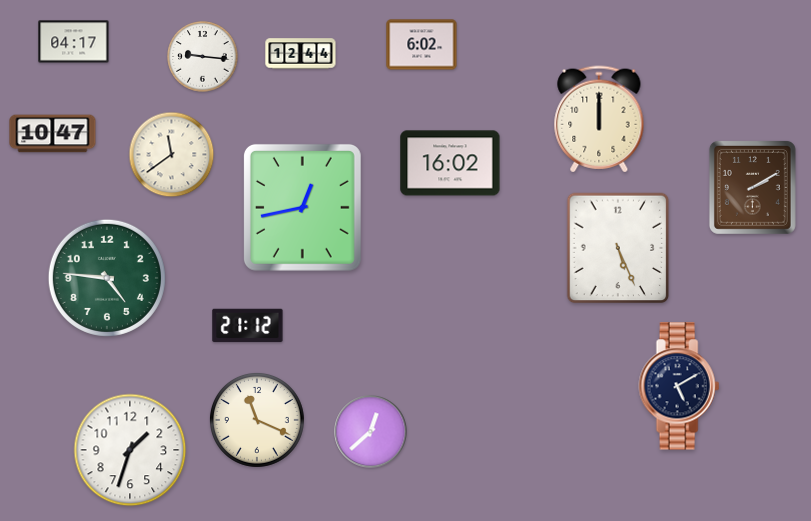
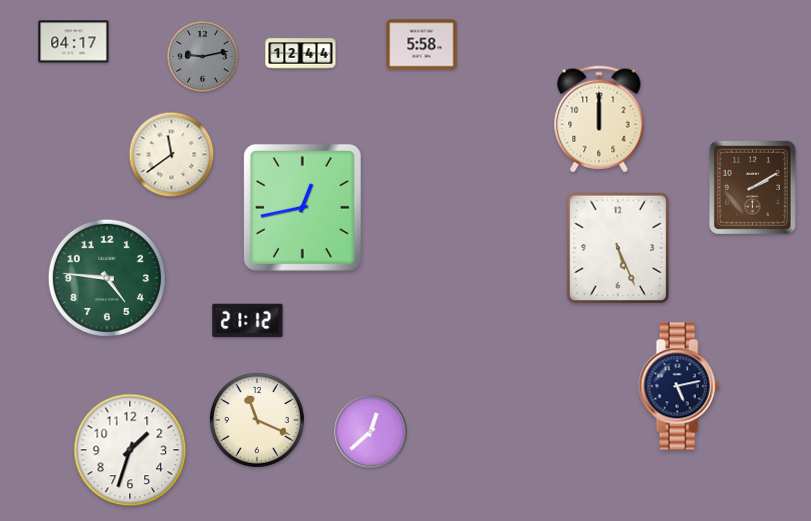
clock at (422, 45): 6:02 -> 5:58
clock at (203, 57): 9:16 -> 9:13
clock at (203, 57) dial: white -> grey
clock at (53, 134): 10:47 -> none
clock at (450, 163): 16:02 -> none
clock at (248, 326) position: (248, 326) -> (248, 321)
clock at (679, 386): 5:10 -> 5:13
